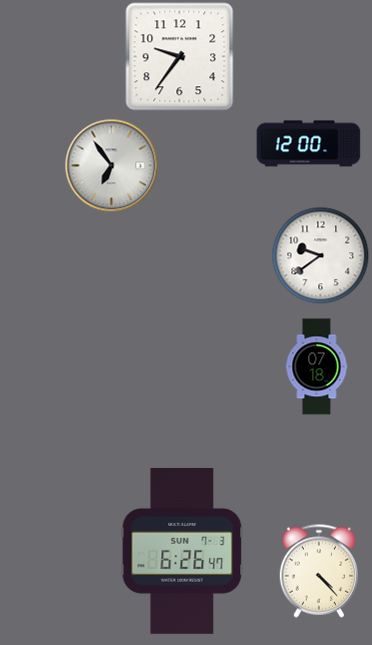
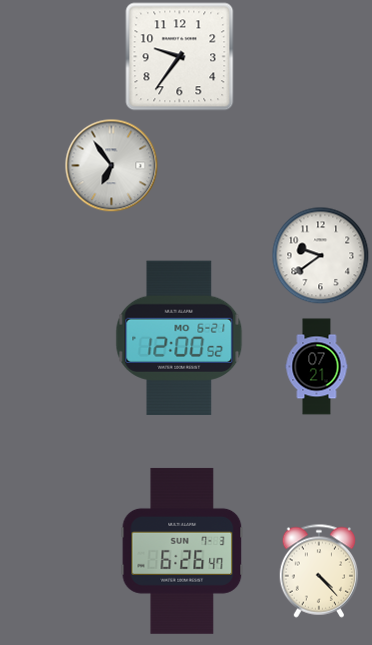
clock at (309, 144): 12:00 -> none
clock at (179, 337): none -> 12:00
clock at (317, 367): 07:18 -> 07:21
